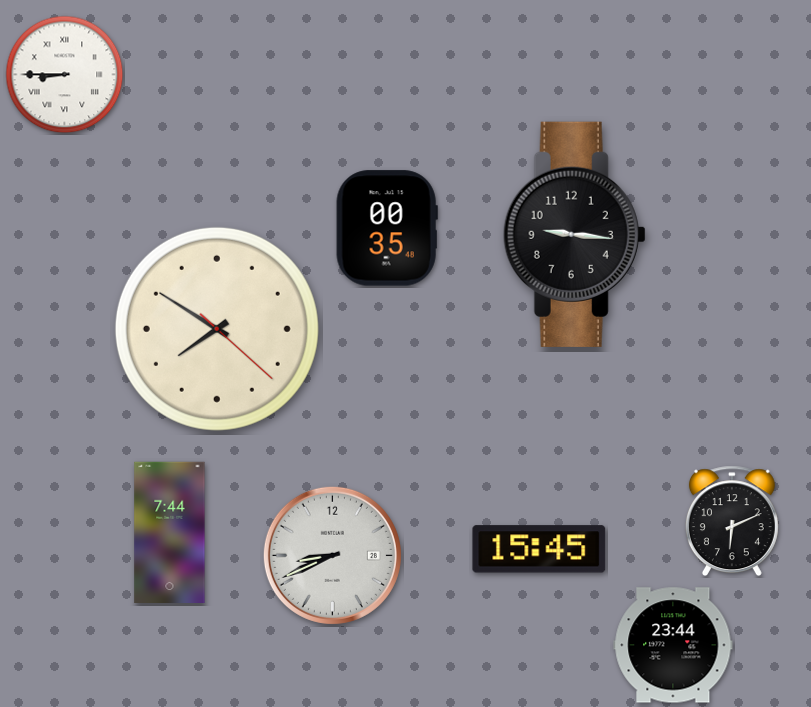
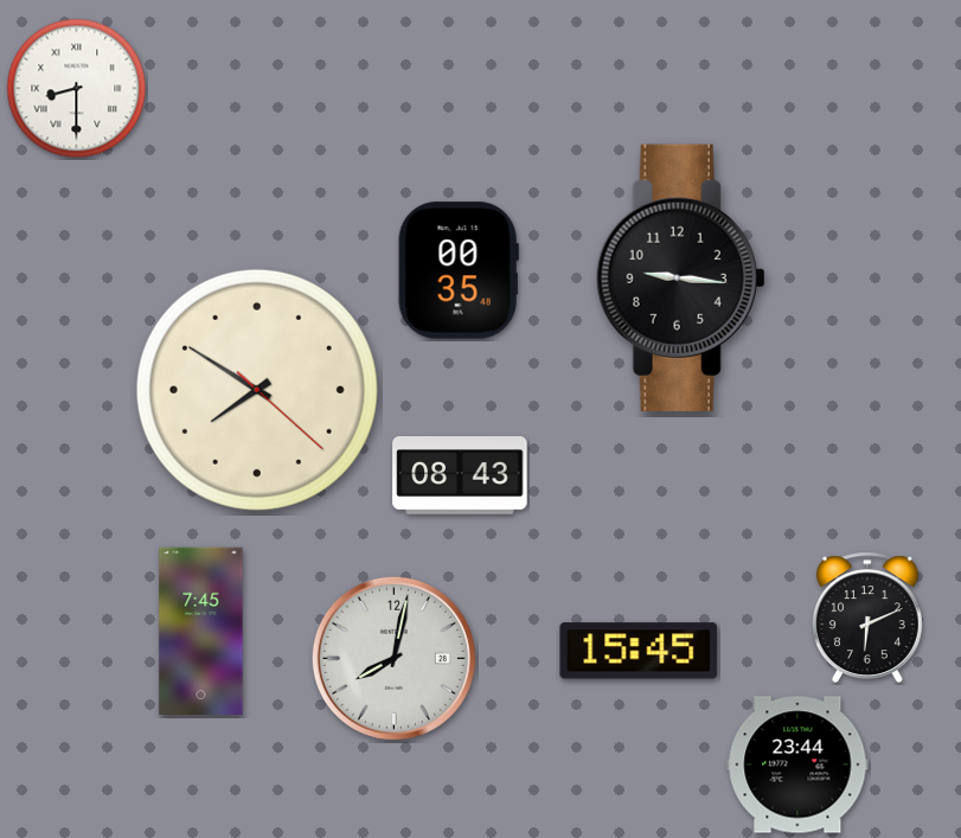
clock at (65, 75): 8:45 -> 8:30
clock at (460, 475): none -> 08:43
clock at (170, 532): 7:44 -> 7:45
clock at (332, 555): 8:41 -> 8:02
